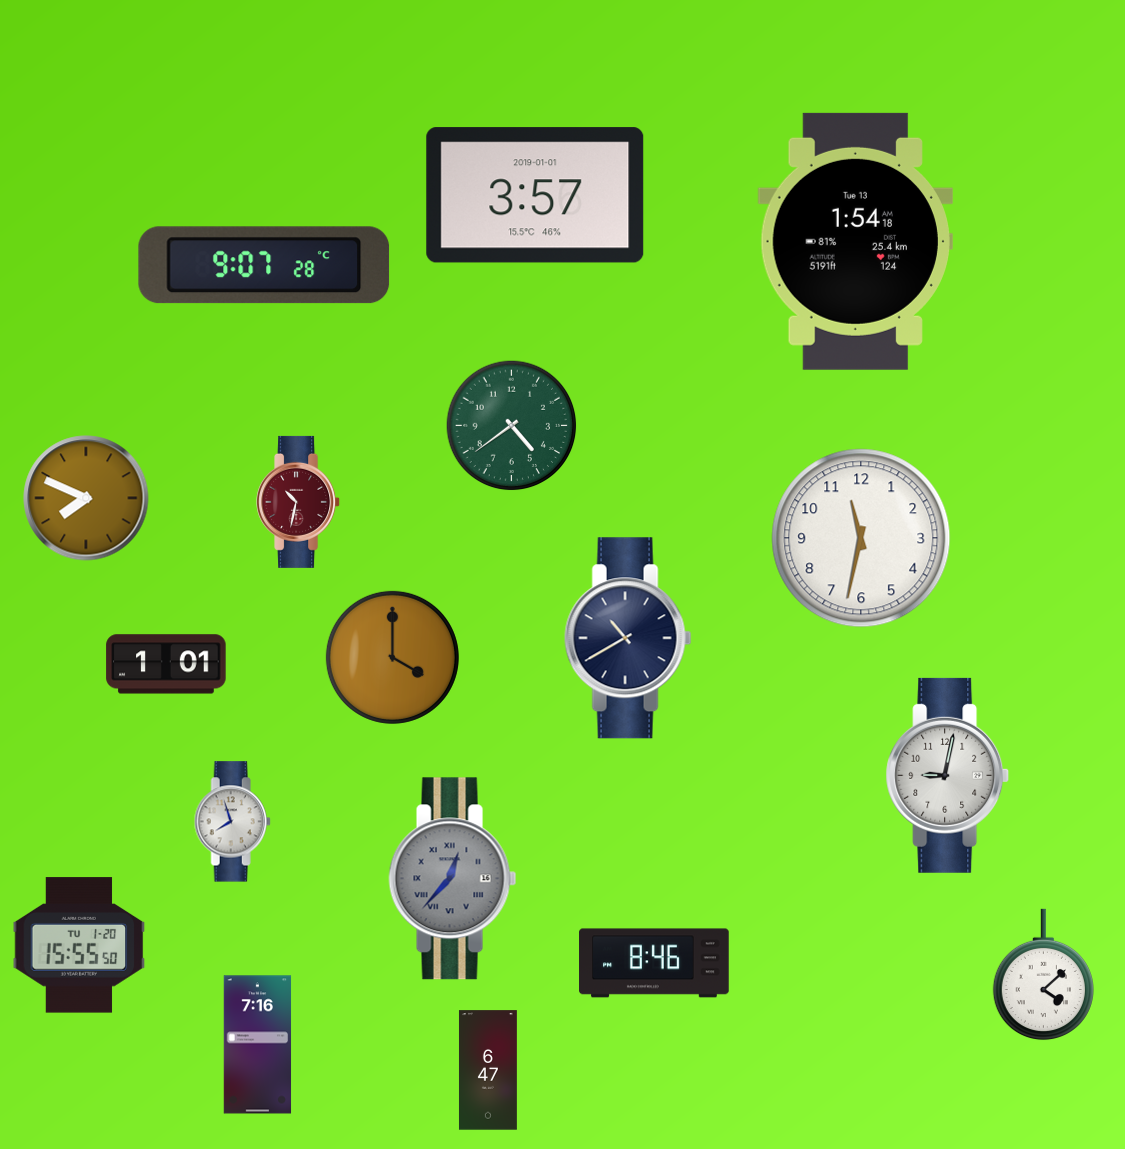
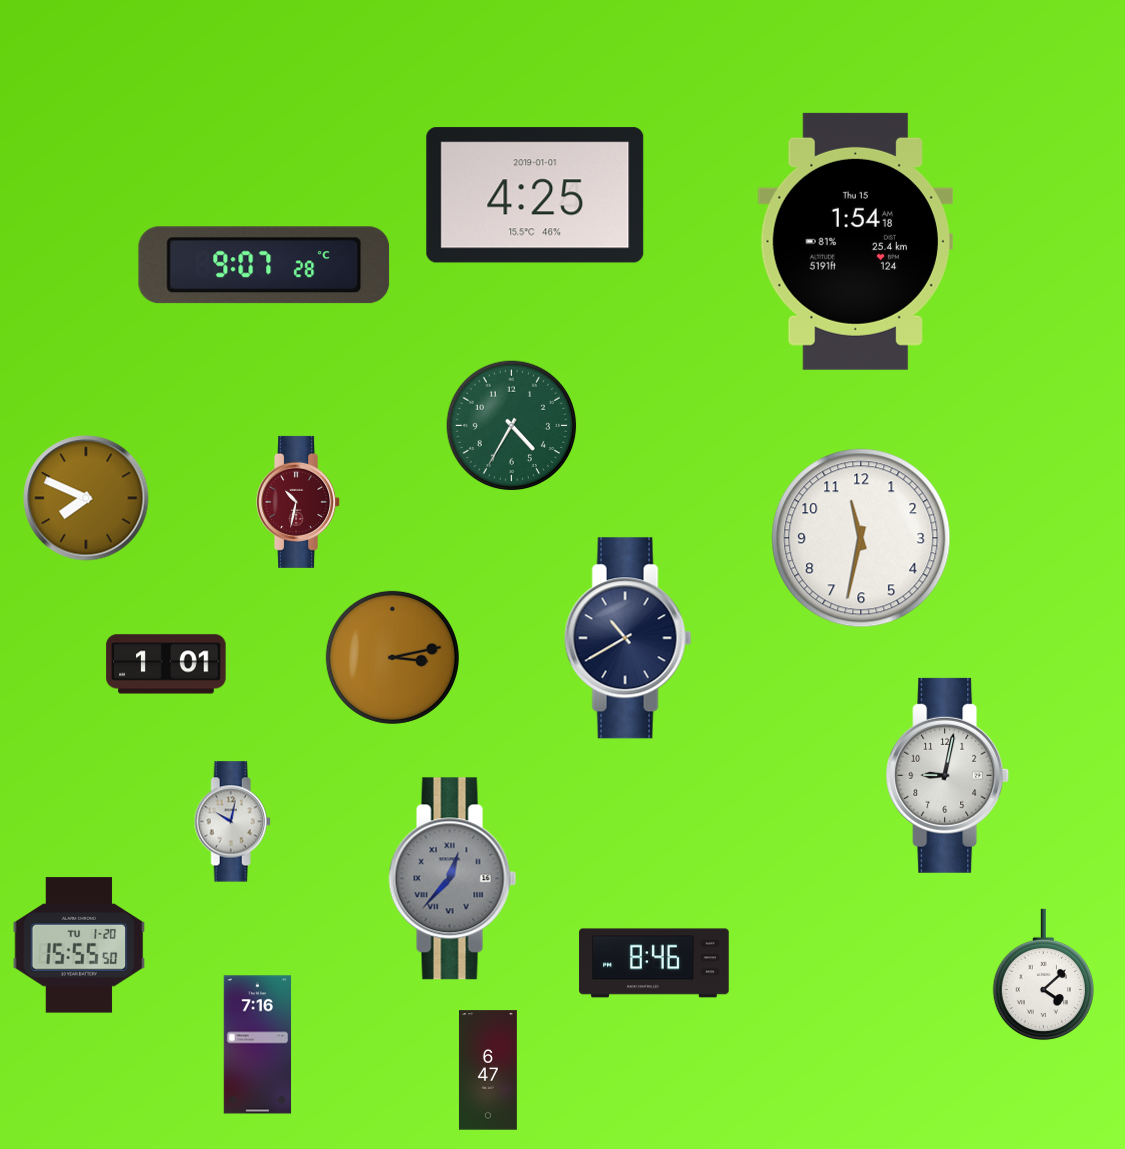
clock at (535, 195): 3:57 -> 4:25
clock at (855, 241) date: Tue 13 -> Thu 15
clock at (512, 426): 4:39 -> 4:35
clock at (392, 657): 4:00 -> 3:13
clock at (232, 822): 7:57 -> 10:02
